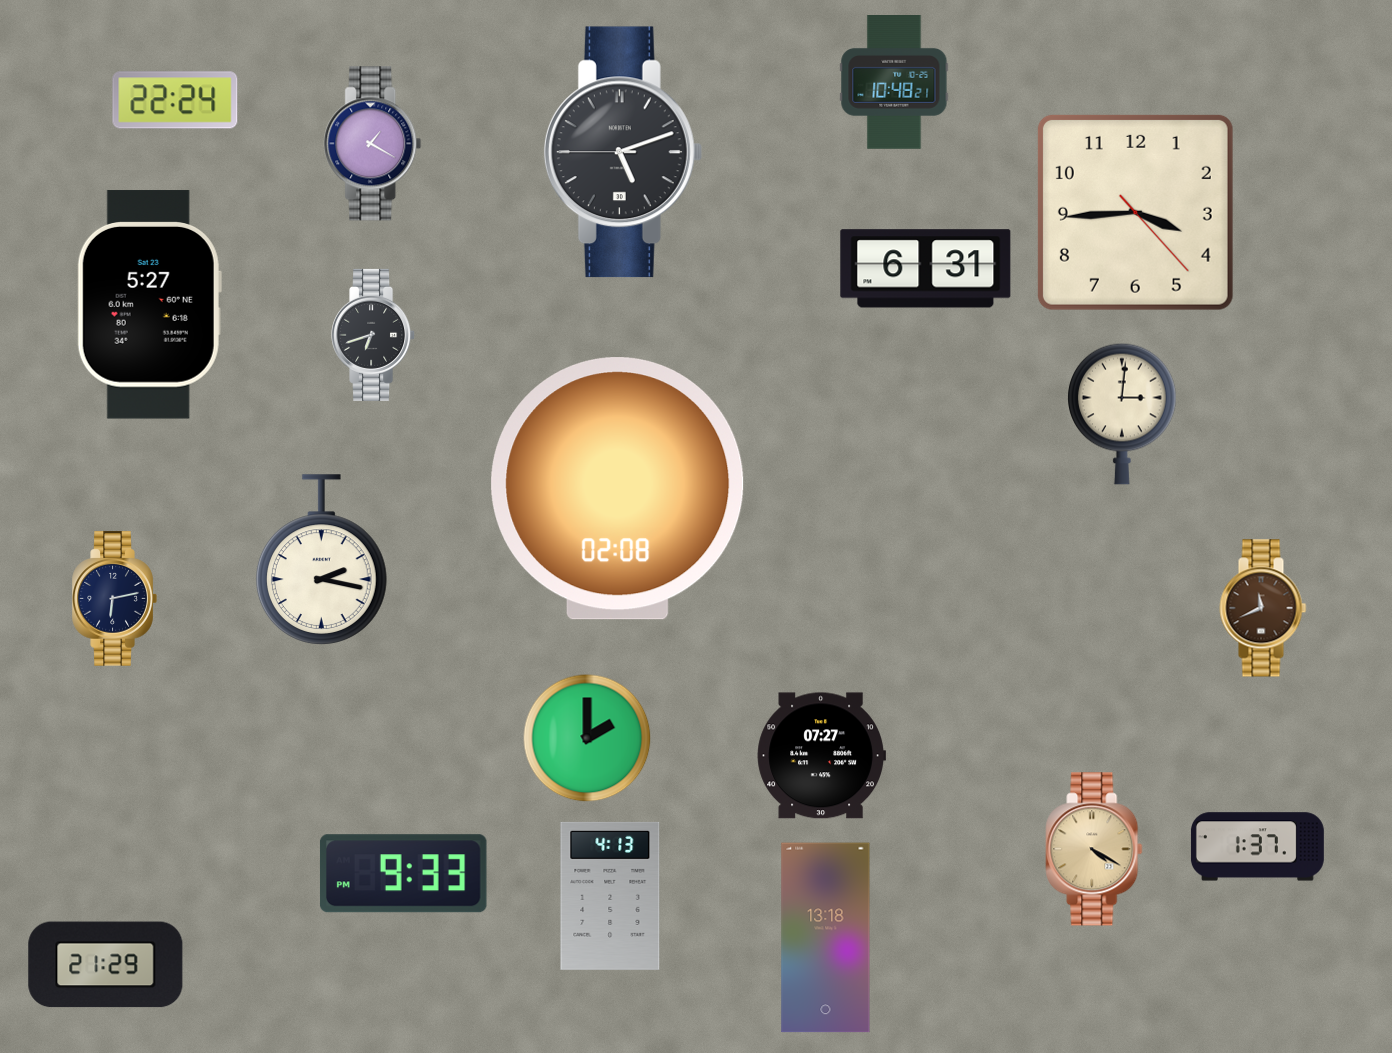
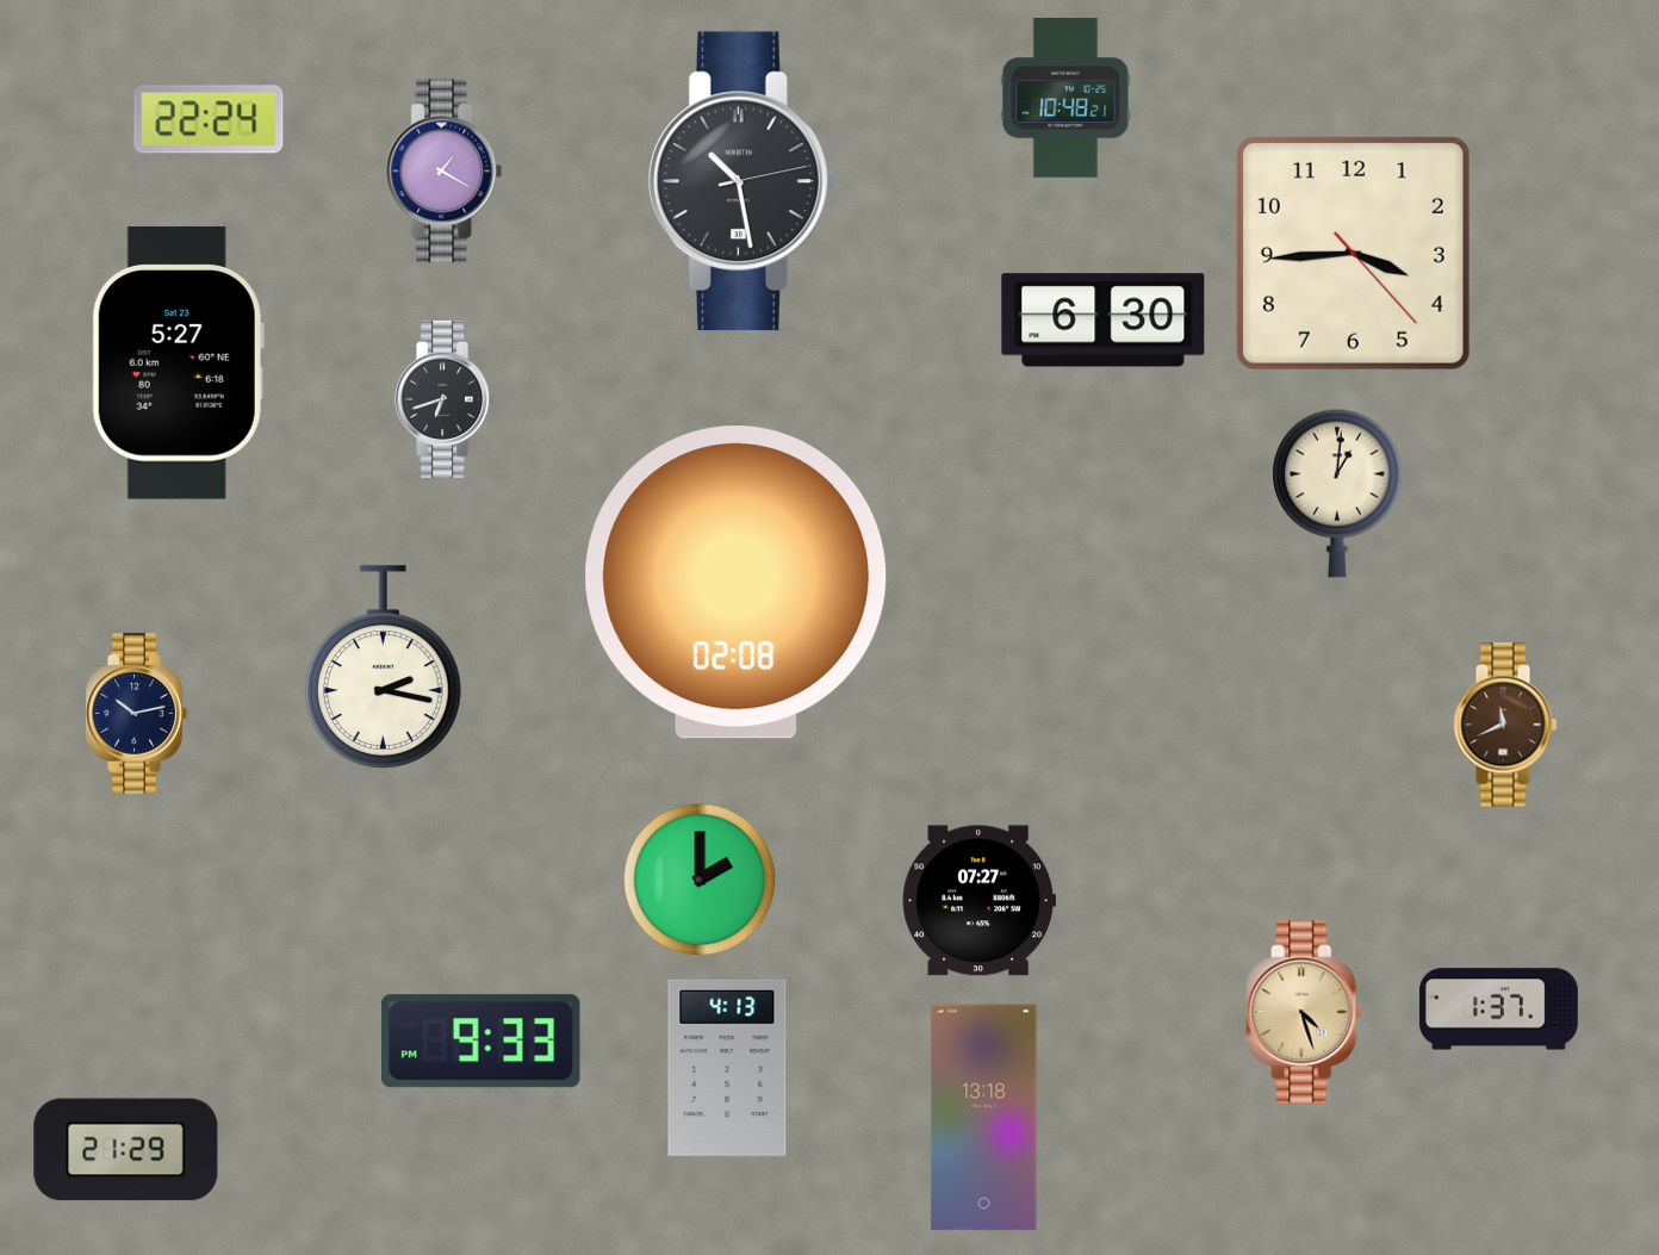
clock at (623, 152): 5:11 -> 10:28
clock at (926, 269): 6:31 -> 6:30
clock at (1123, 414): 3:01 -> 1:01
clock at (114, 599): 6:13 -> 10:13
clock at (1094, 849): 4:20 -> 4:27
